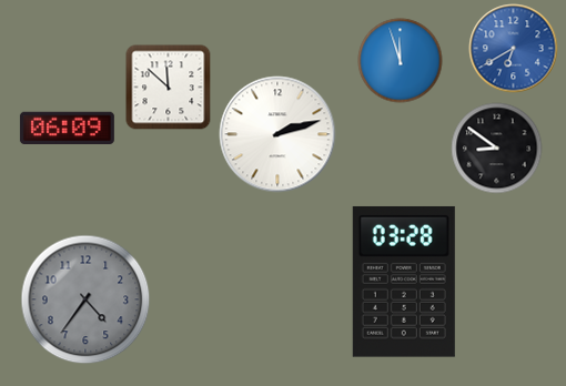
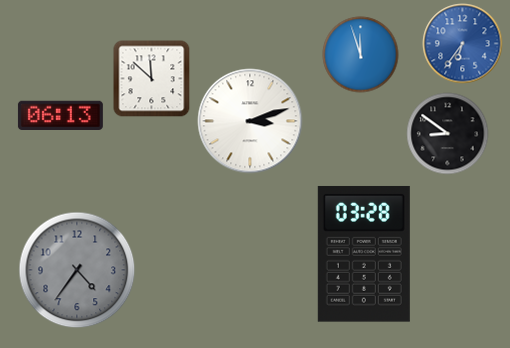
clock at (514, 49): 6:40 -> 6:36
clock at (67, 129): 06:09 -> 06:13
clock at (277, 134): 2:12 -> 3:12
